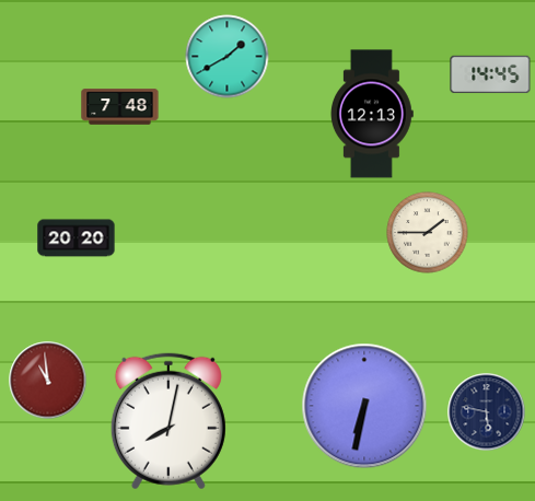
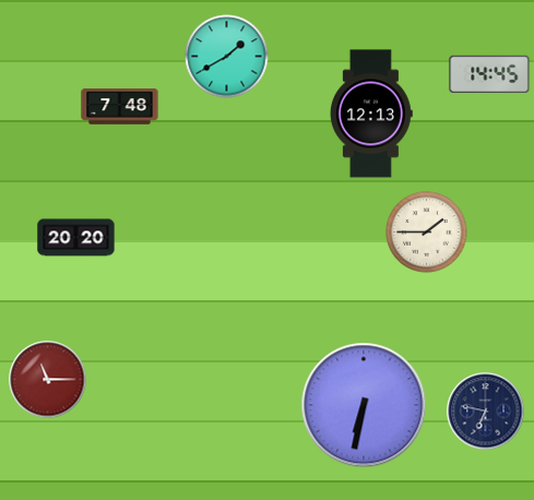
clock at (48, 381): 10:59 -> 11:15
clock at (487, 412): 5:47 -> 6:47
clock at (168, 421): 8:02 -> none
